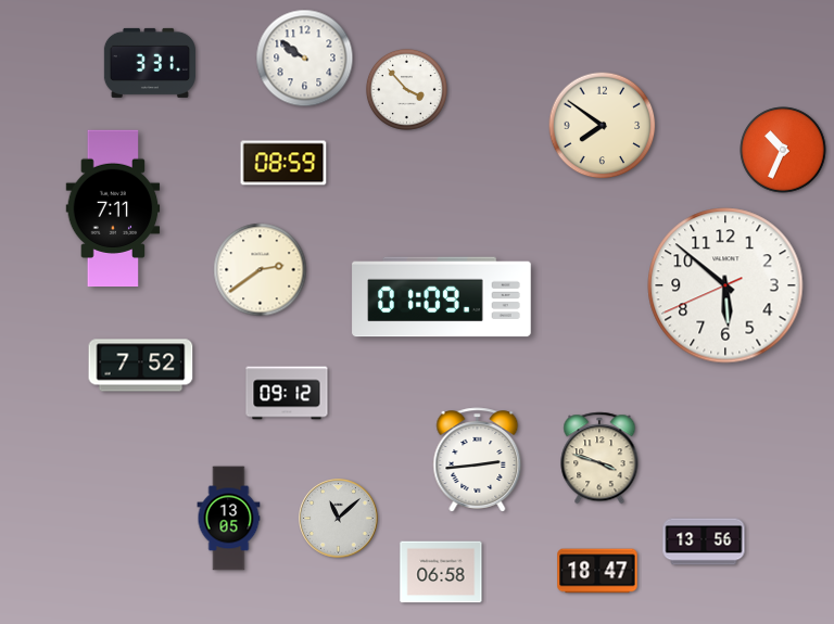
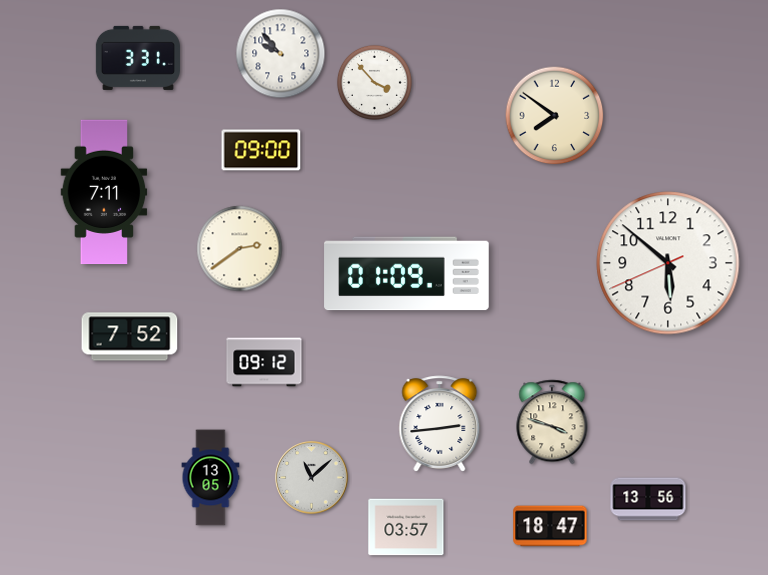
clock at (305, 59): 9:51 -> 9:53
clock at (783, 150): 10:34 -> none
clock at (283, 163): 08:59 -> 09:00
clock at (441, 572): 06:58 -> 03:57
